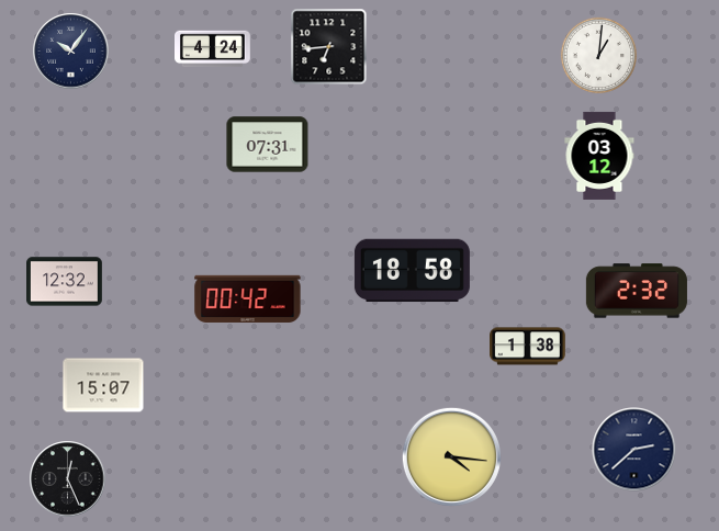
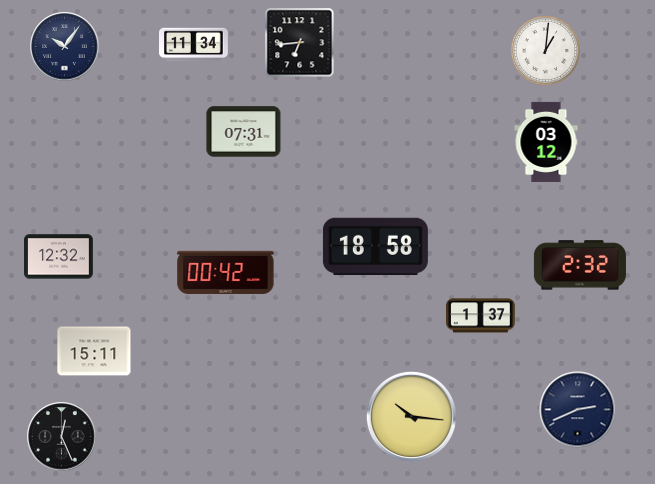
clock at (213, 49): 4:24 -> 11:34
clock at (528, 347): 1:38 -> 1:37
clock at (103, 385): 15:07 -> 15:11
clock at (634, 450): 2:38 -> 2:41
clock at (451, 456): 4:16 -> 10:16
